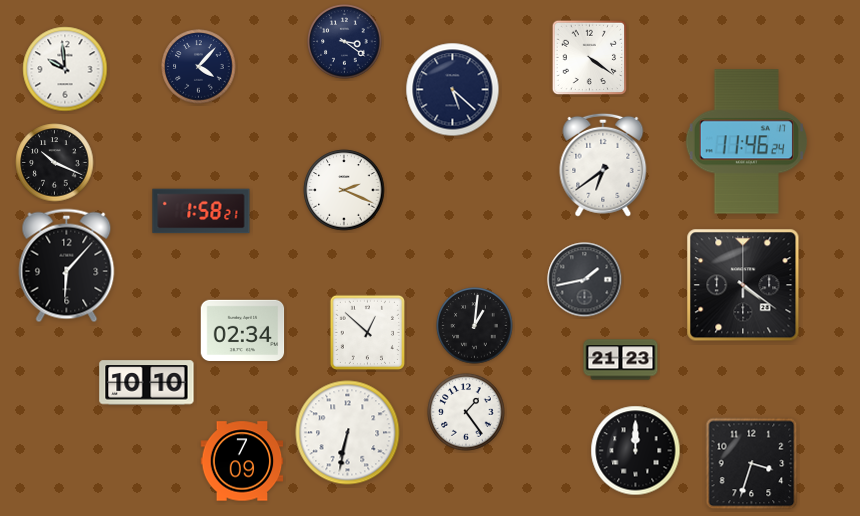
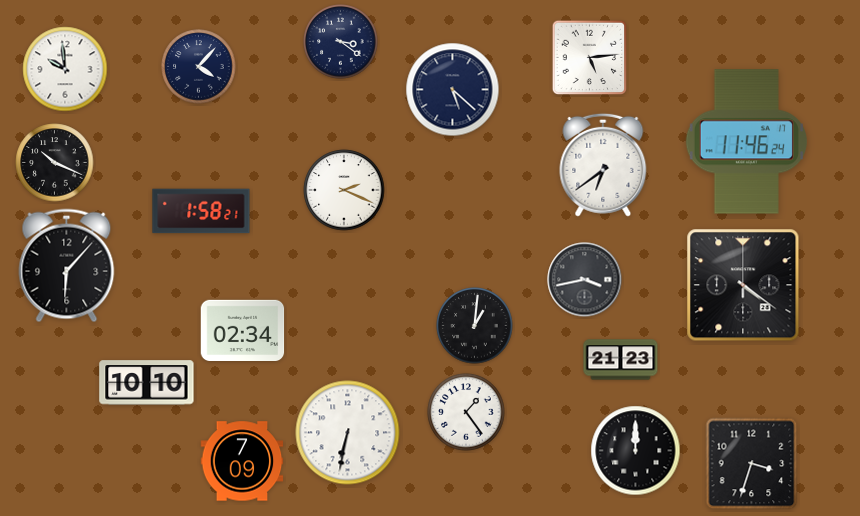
clock at (345, 42) position: (345, 42) -> (341, 42)
clock at (590, 58): 4:21 -> 5:14
clock at (585, 280): 1:43 -> 3:43
clock at (367, 332): 12:52 -> none
